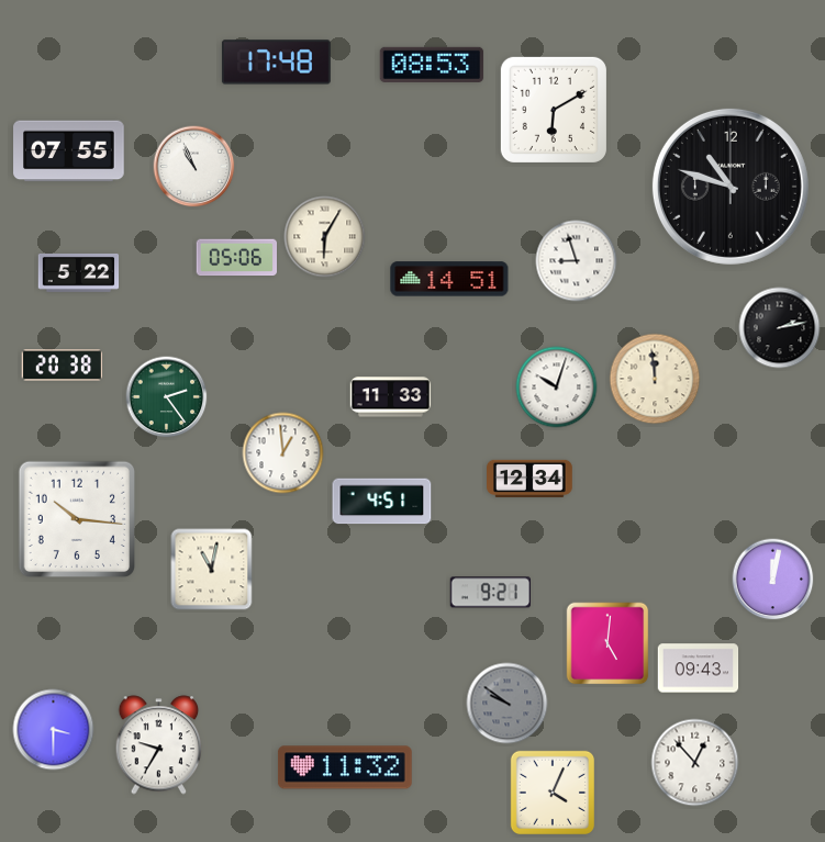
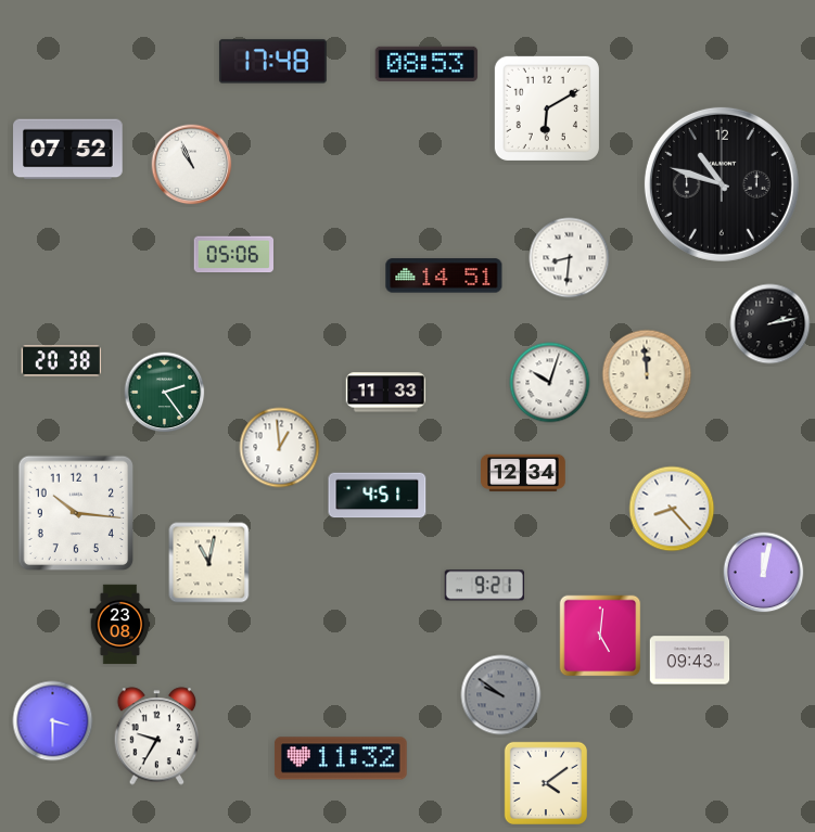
clock at (69, 151): 07:55 -> 07:52
clock at (325, 237): 6:05 -> none
clock at (577, 261): 8:57 -> 8:31
clock at (79, 272): 5:22 -> none
clock at (672, 509): none -> 8:23
clock at (120, 625): none -> 23:08
clock at (695, 763): 12:53 -> none
clock at (551, 792): 4:04 -> 4:09
